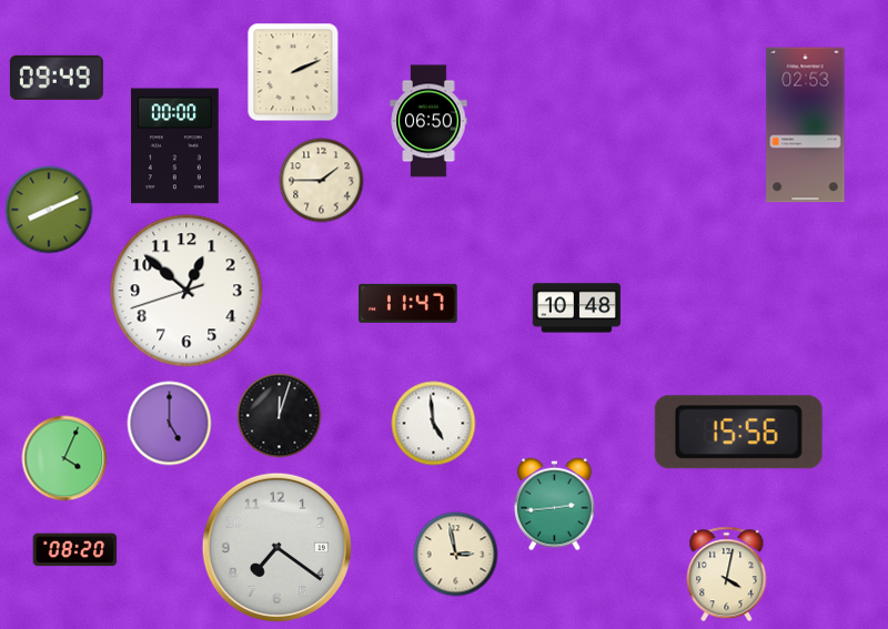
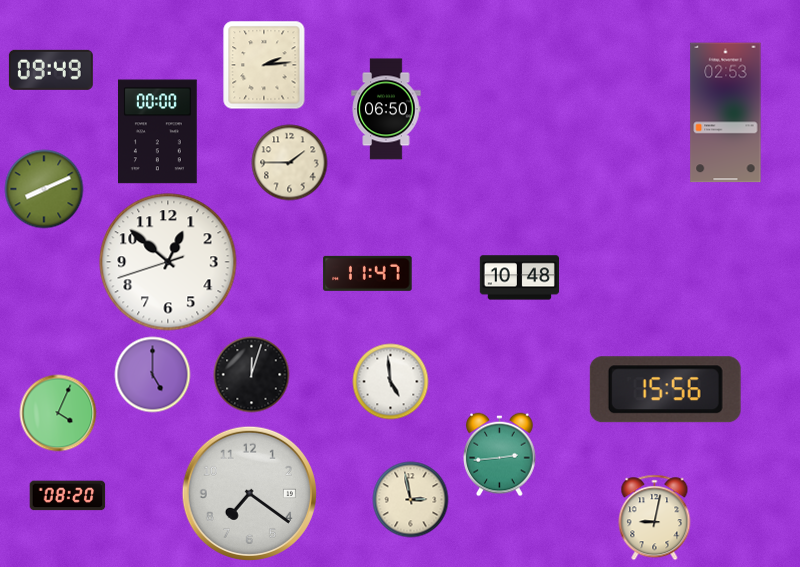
clock at (293, 72): 2:11 -> 2:14
clock at (170, 424) position: (170, 424) -> (153, 375)
clock at (727, 575): 4:02 -> 9:02
